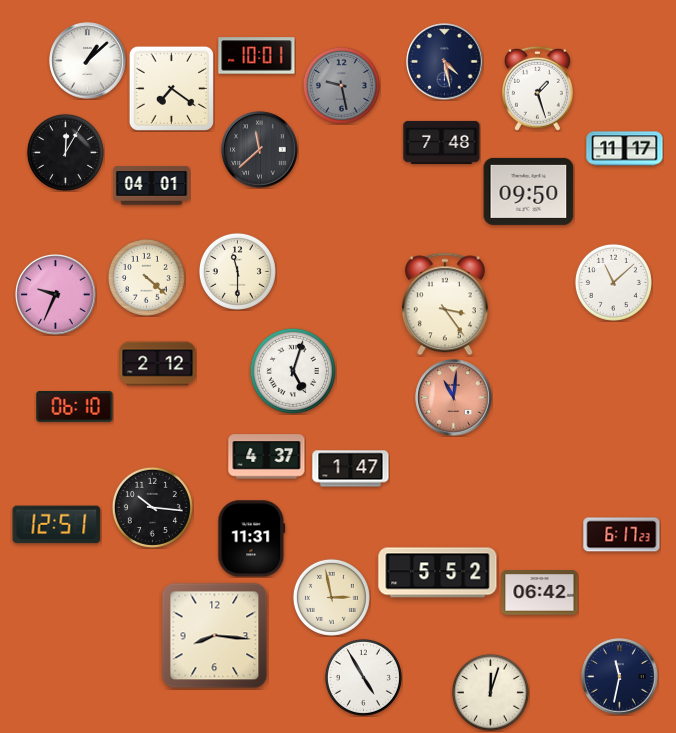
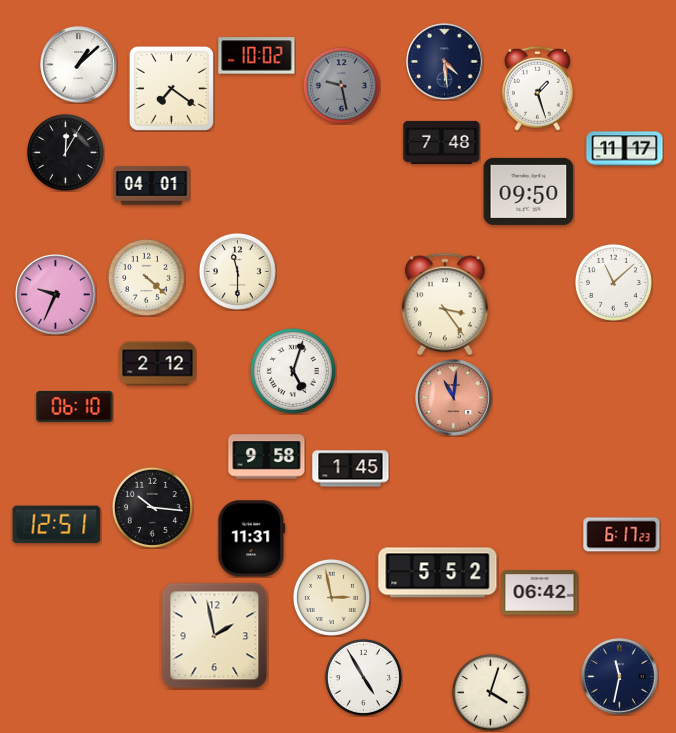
clock at (257, 56): 10:01 -> 10:02
clock at (88, 61) position: (88, 61) -> (79, 65)
clock at (445, 62): 4:28 -> 4:29
clock at (260, 150): 11:38 -> none
clock at (267, 457): 4:37 -> 9:58
clock at (351, 469): 1:47 -> 1:45
clock at (215, 636): 8:16 -> 1:58
clock at (490, 692): 12:03 -> 4:03
